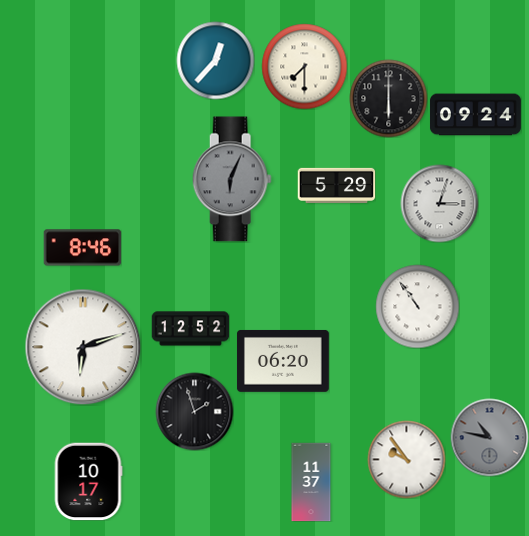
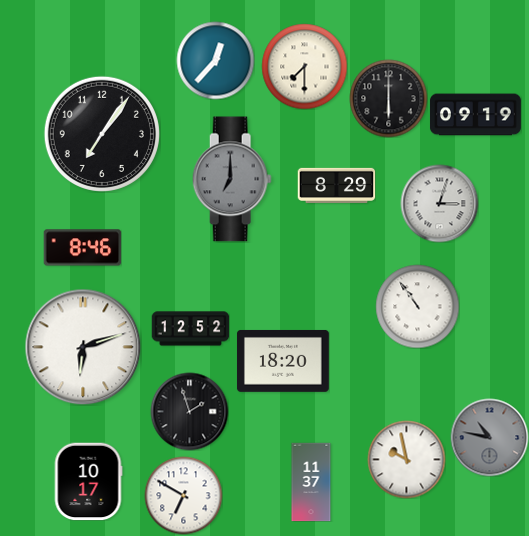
clock at (475, 115): 09:24 -> 09:19
clock at (102, 134): none -> 7:06
clock at (232, 179): 6:04 -> 7:00
clock at (336, 185): 5:29 -> 8:29
clock at (283, 361): 06:20 -> 18:20
clock at (194, 411) position: (194, 411) -> (189, 411)
clock at (406, 459): 9:54 -> 9:58
clock at (183, 495): none -> 6:50
